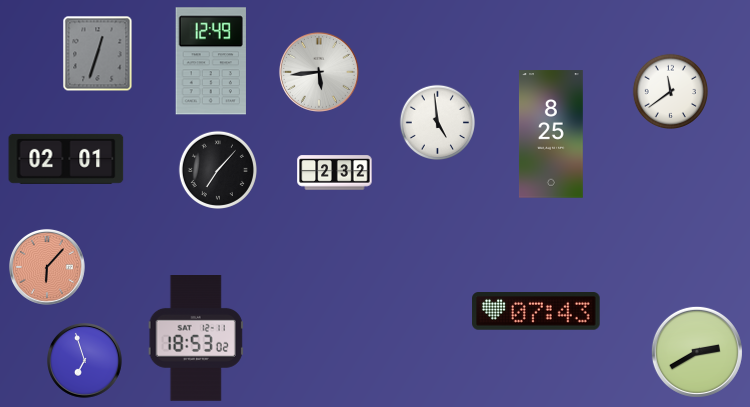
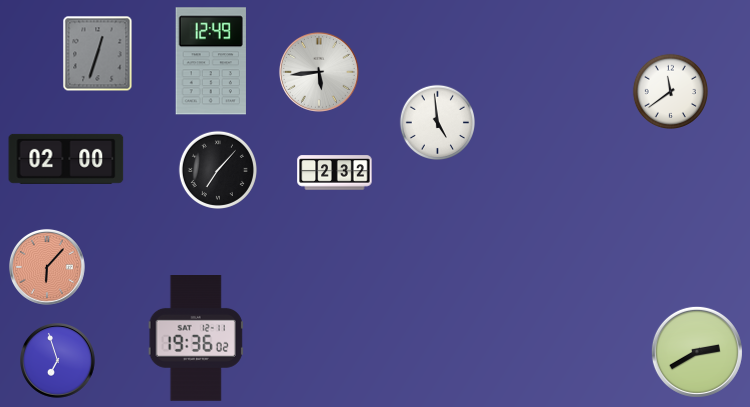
clock at (551, 134): 8:25 -> none
clock at (66, 159): 02:01 -> 02:00
clock at (536, 312): 07:43 -> none
clock at (196, 339): 18:53 -> 19:36
clock at (85, 361) position: (85, 361) -> (58, 361)
